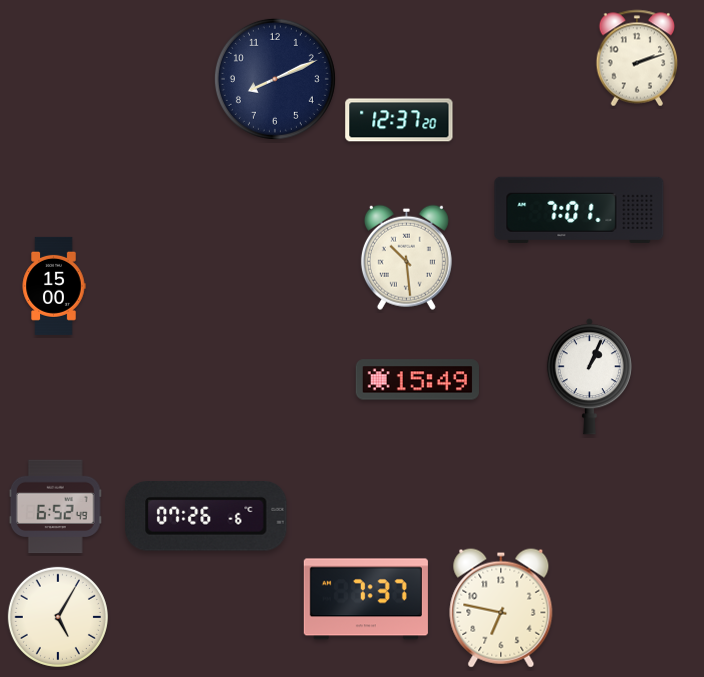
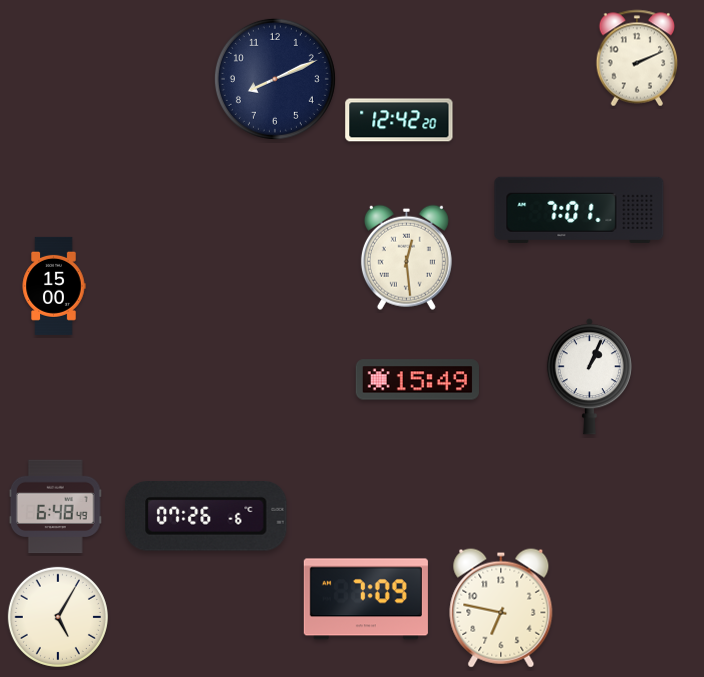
clock at (637, 58): 2:12 -> 2:11
clock at (399, 120): 12:37 -> 12:42
clock at (406, 257): 10:29 -> 12:29
clock at (55, 507): 6:52 -> 6:48
clock at (366, 599): 7:37 -> 7:09
